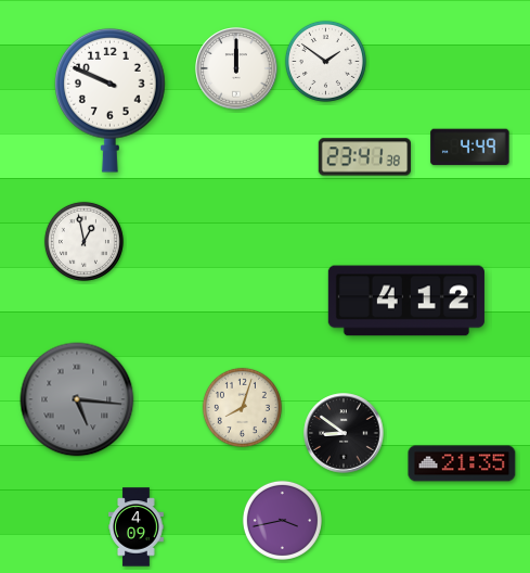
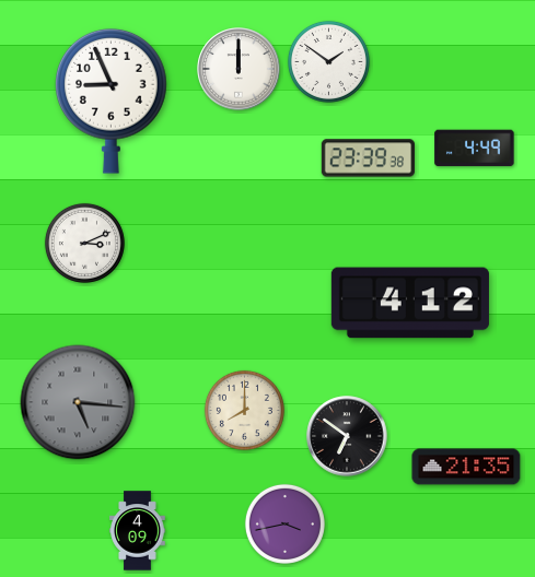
clock at (111, 100): 9:49 -> 8:56
clock at (364, 157): 23:41 -> 23:39
clock at (83, 241): 12:58 -> 3:11
clock at (242, 407): 8:03 -> 8:00
clock at (344, 433): 8:51 -> 6:51
